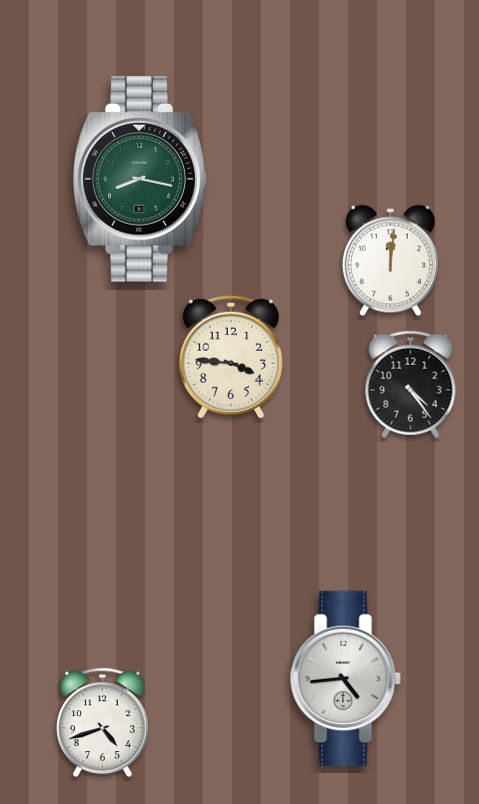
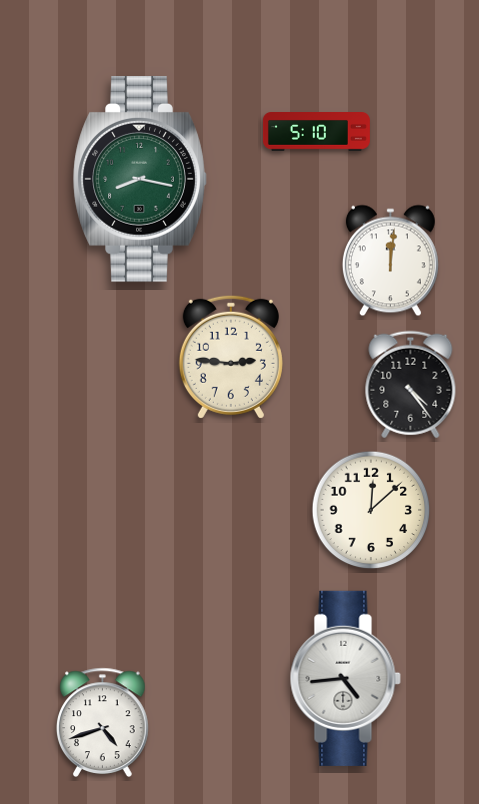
clock at (316, 132): none -> 5:10
clock at (231, 357): 3:46 -> 2:46
clock at (371, 510): none -> 12:08
